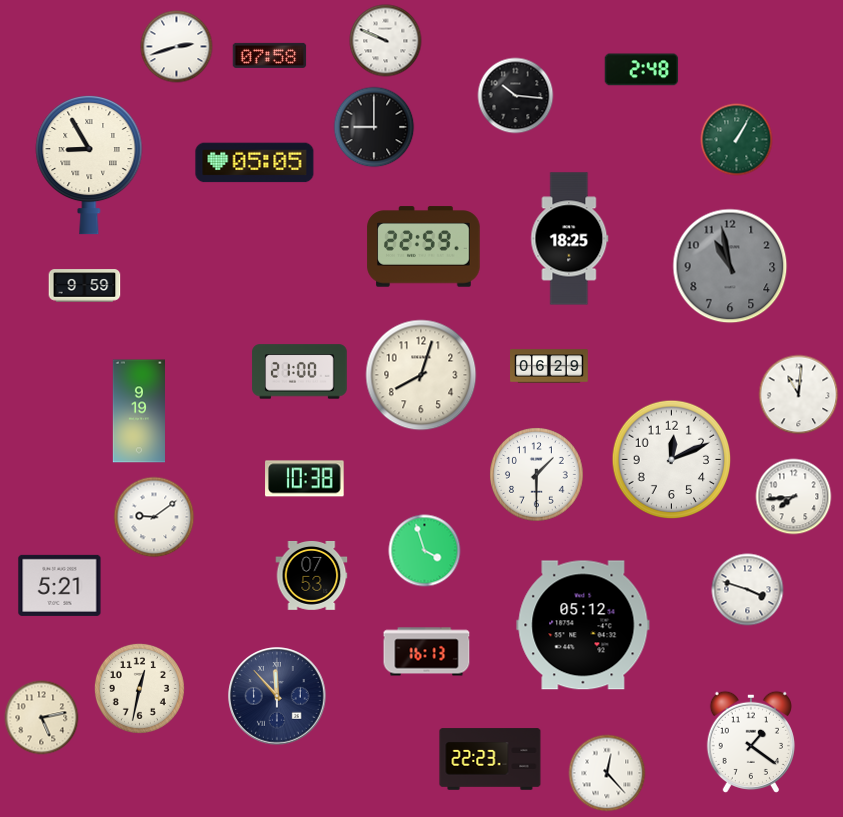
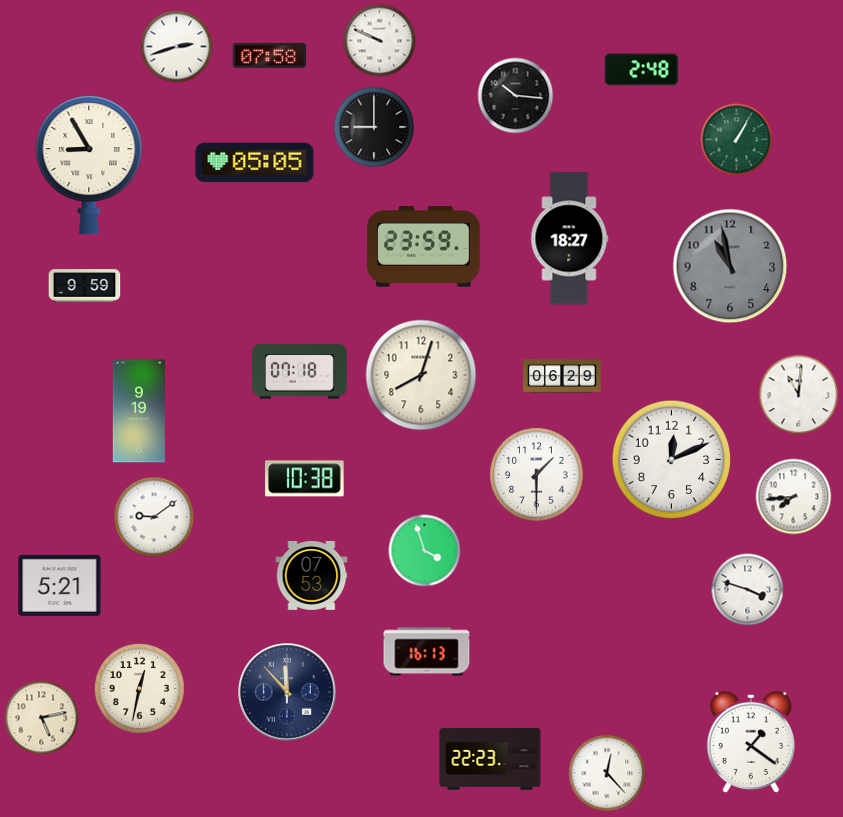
clock at (386, 41) position: (386, 41) -> (380, 41)
clock at (570, 239): 18:25 -> 18:27
clock at (424, 247): 22:59 -> 23:59
clock at (549, 366) position: (549, 366) -> (562, 376)
clock at (300, 372): 21:00 -> 07:18
clock at (583, 625): 05:12 -> none
clock at (277, 696) position: (277, 696) -> (287, 692)
